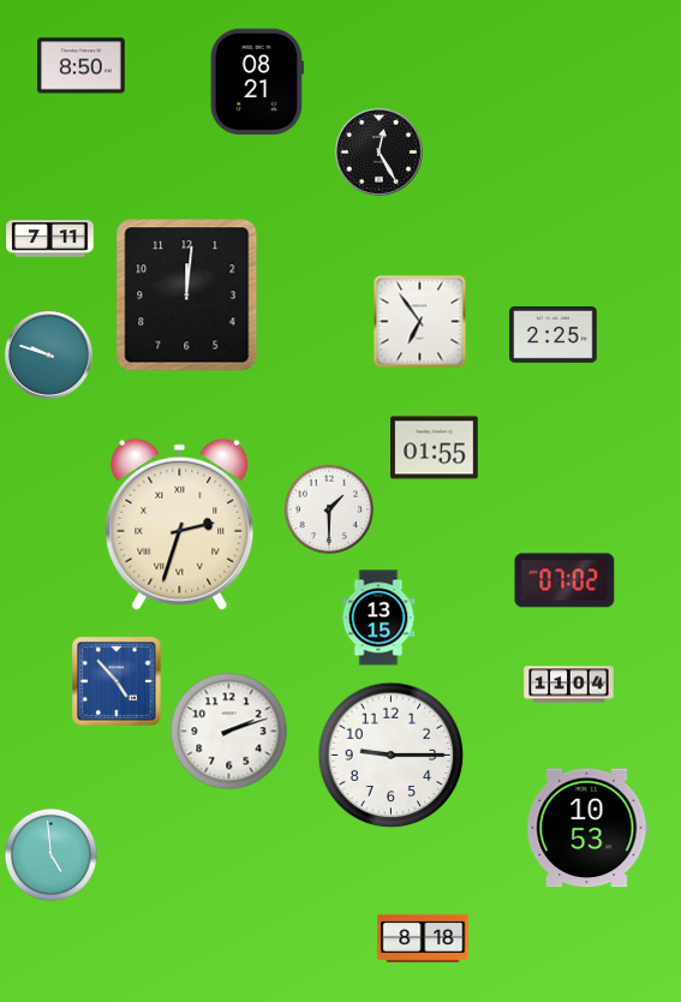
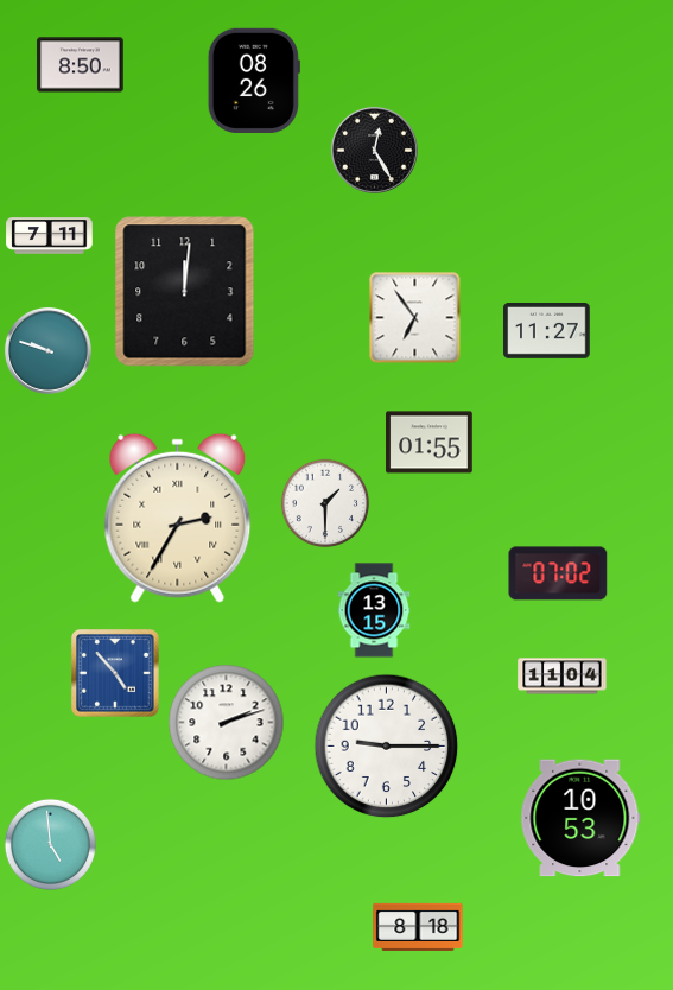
clock at (257, 80): 08:21 -> 08:26
clock at (554, 335): 2:25 -> 11:27
clock at (180, 524): 2:33 -> 2:35
